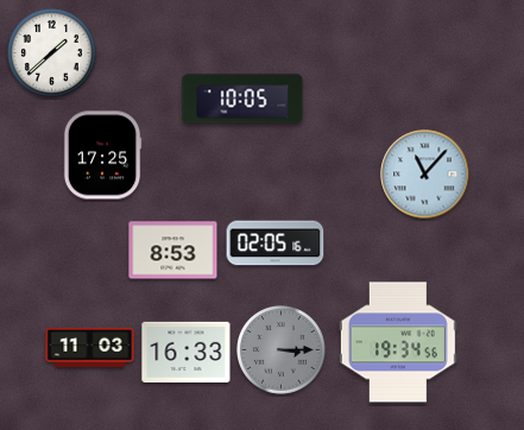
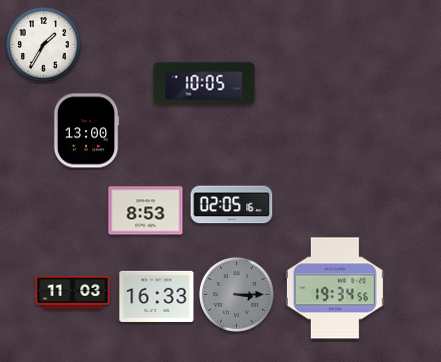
clock at (52, 53): 1:38 -> 1:35
clock at (102, 156): 17:25 -> 13:00
clock at (425, 175): 11:07 -> none
clock at (90, 347) position: (90, 347) -> (73, 292)
